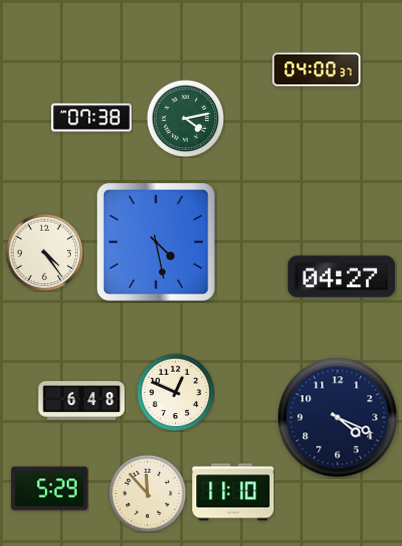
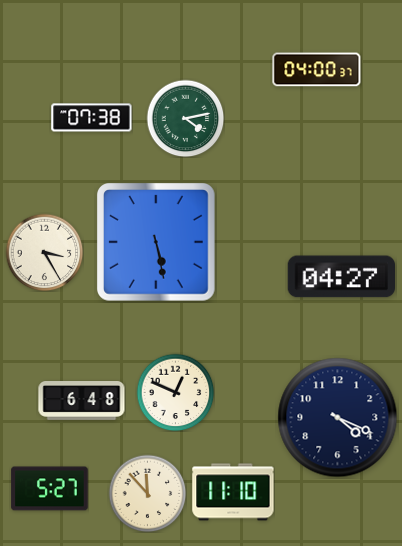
clock at (157, 243): 4:28 -> 5:28
clock at (44, 252): 4:24 -> 3:25
clock at (50, 489): 5:29 -> 5:27
